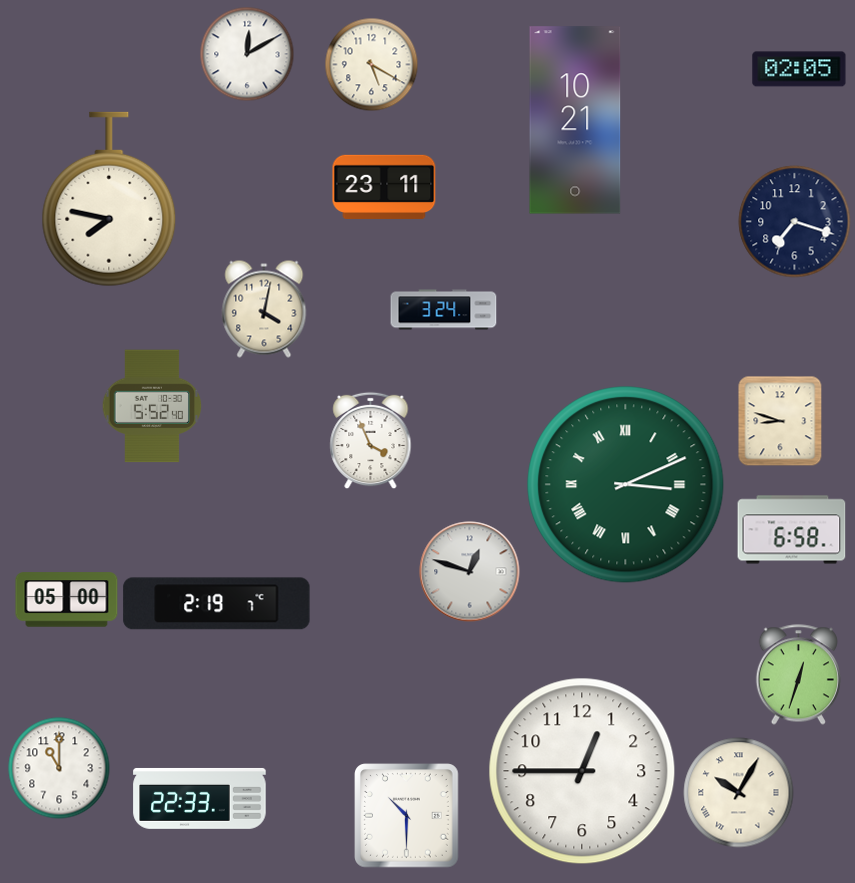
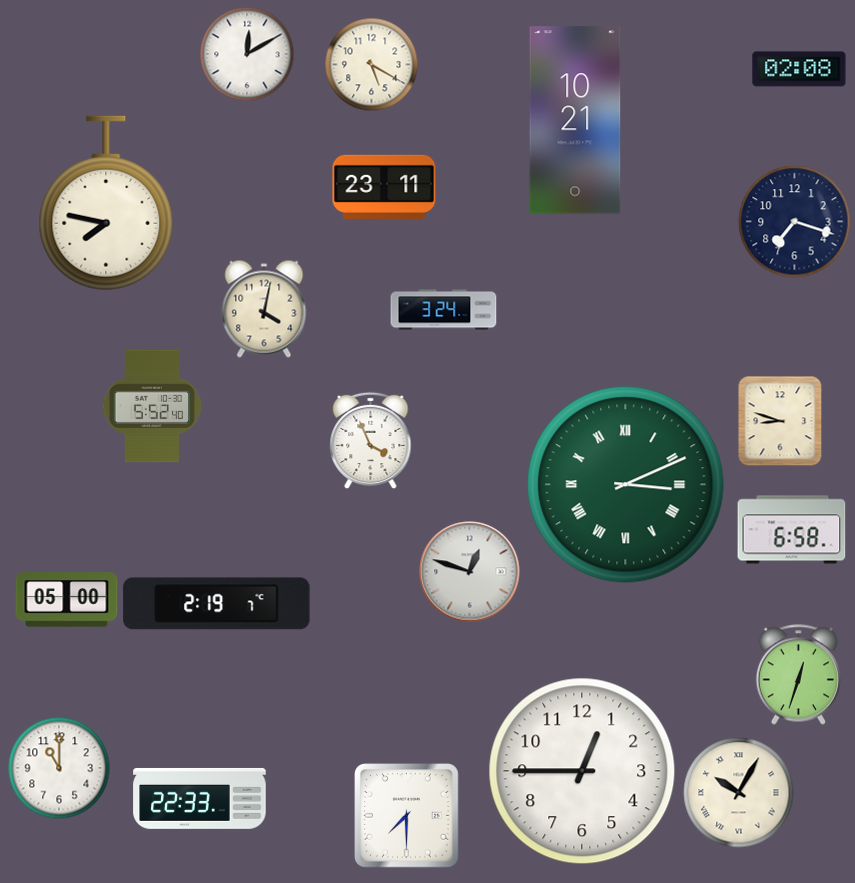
clock at (799, 69): 02:05 -> 02:08
clock at (109, 199) position: (109, 199) -> (106, 203)
clock at (407, 816): 10:30 -> 7:30
